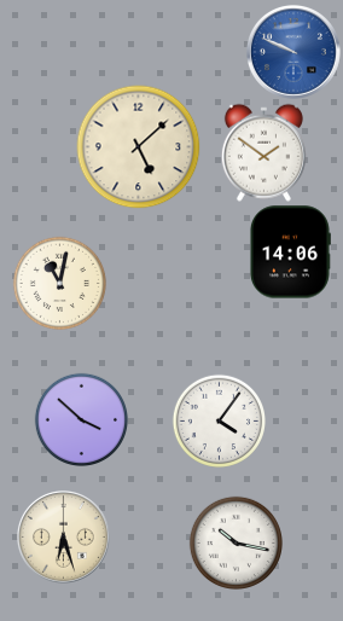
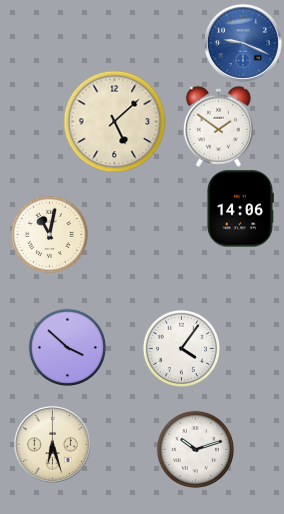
clock at (293, 52): 9:49 -> 9:19
clock at (236, 542): 10:17 -> 10:12
